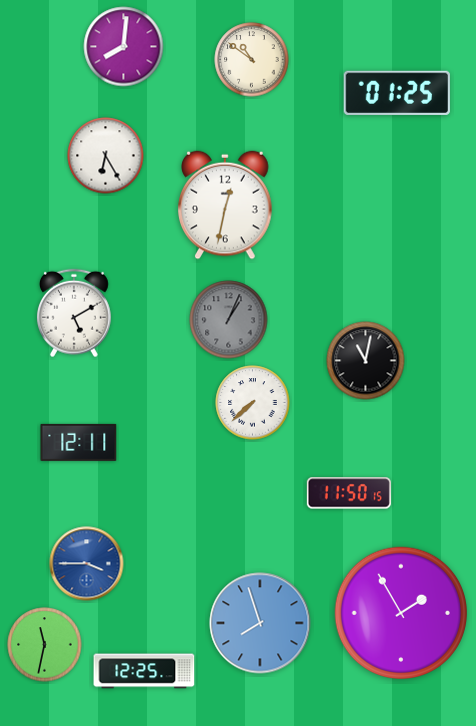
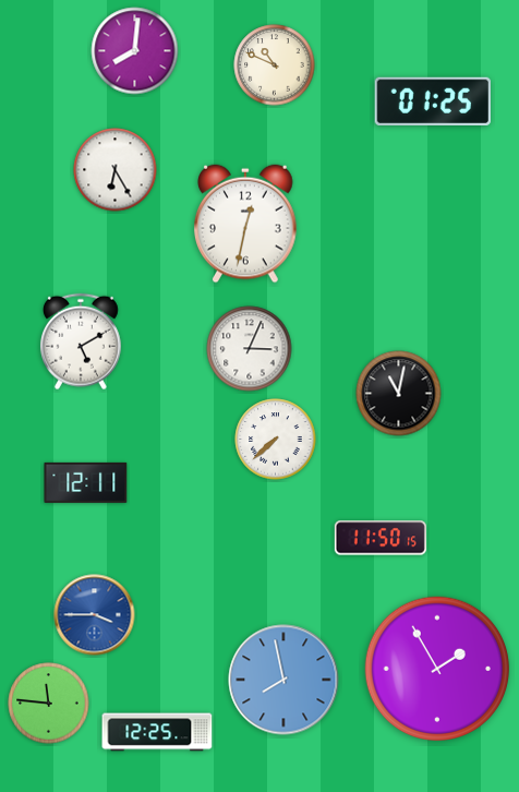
clock at (252, 60): 10:51 -> 10:49
clock at (229, 320): 1:04 -> 3:04
clock at (229, 320) dial: grey -> white
clock at (260, 623): 7:57 -> 7:58
clock at (45, 645): 11:32 -> 11:46
